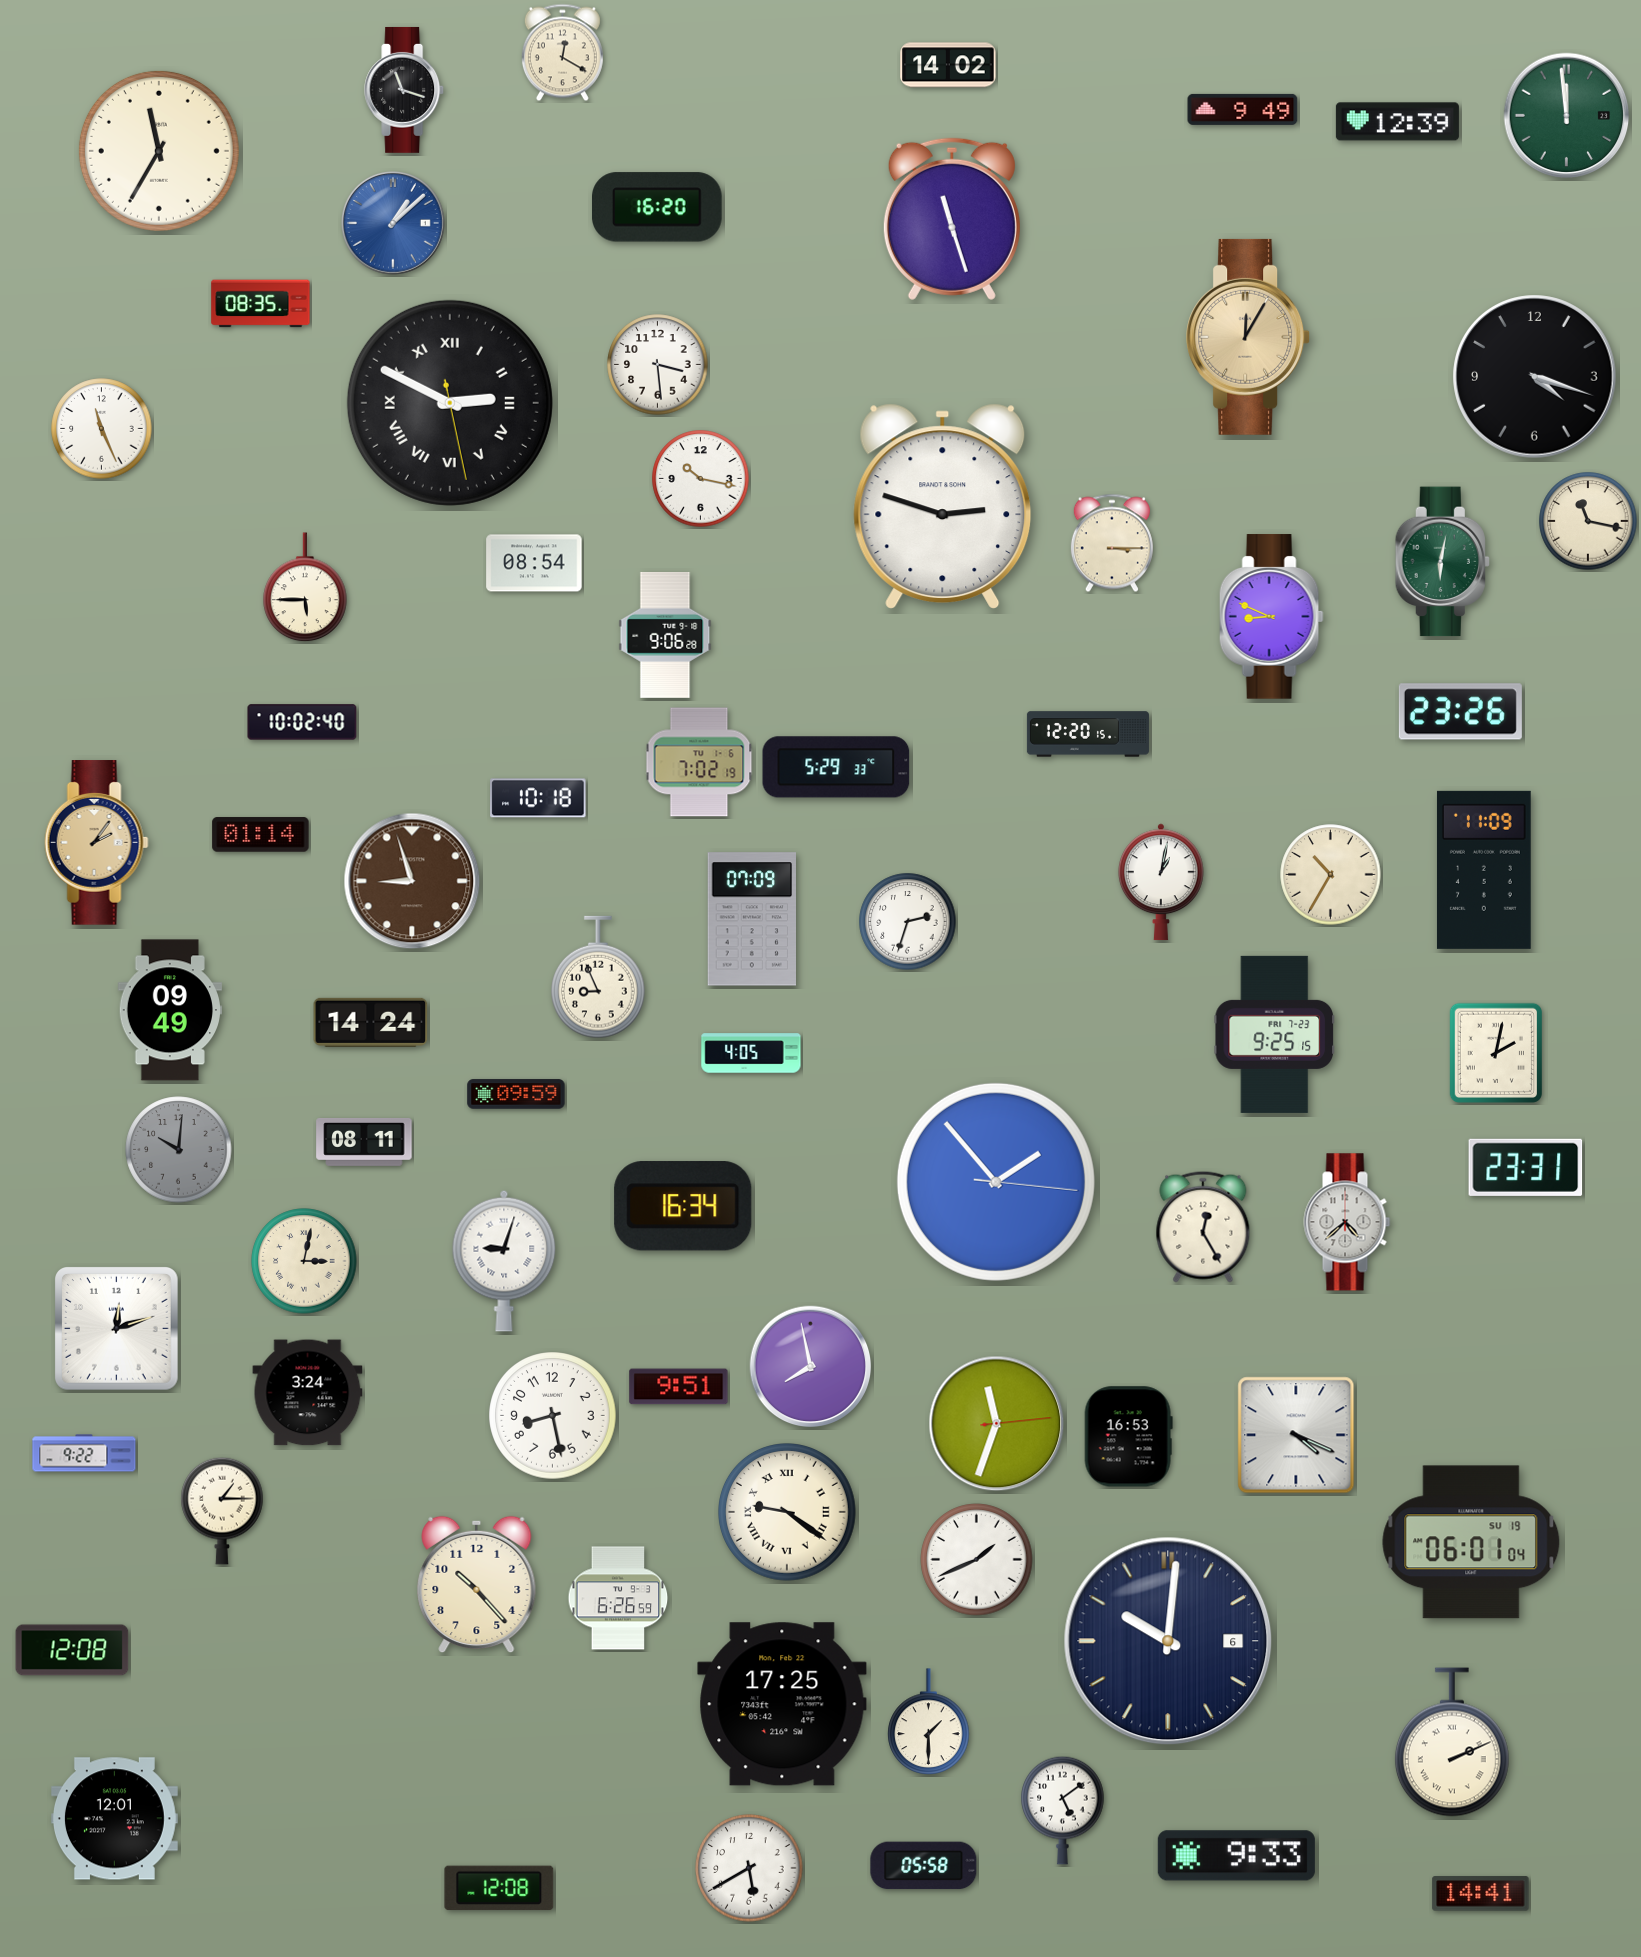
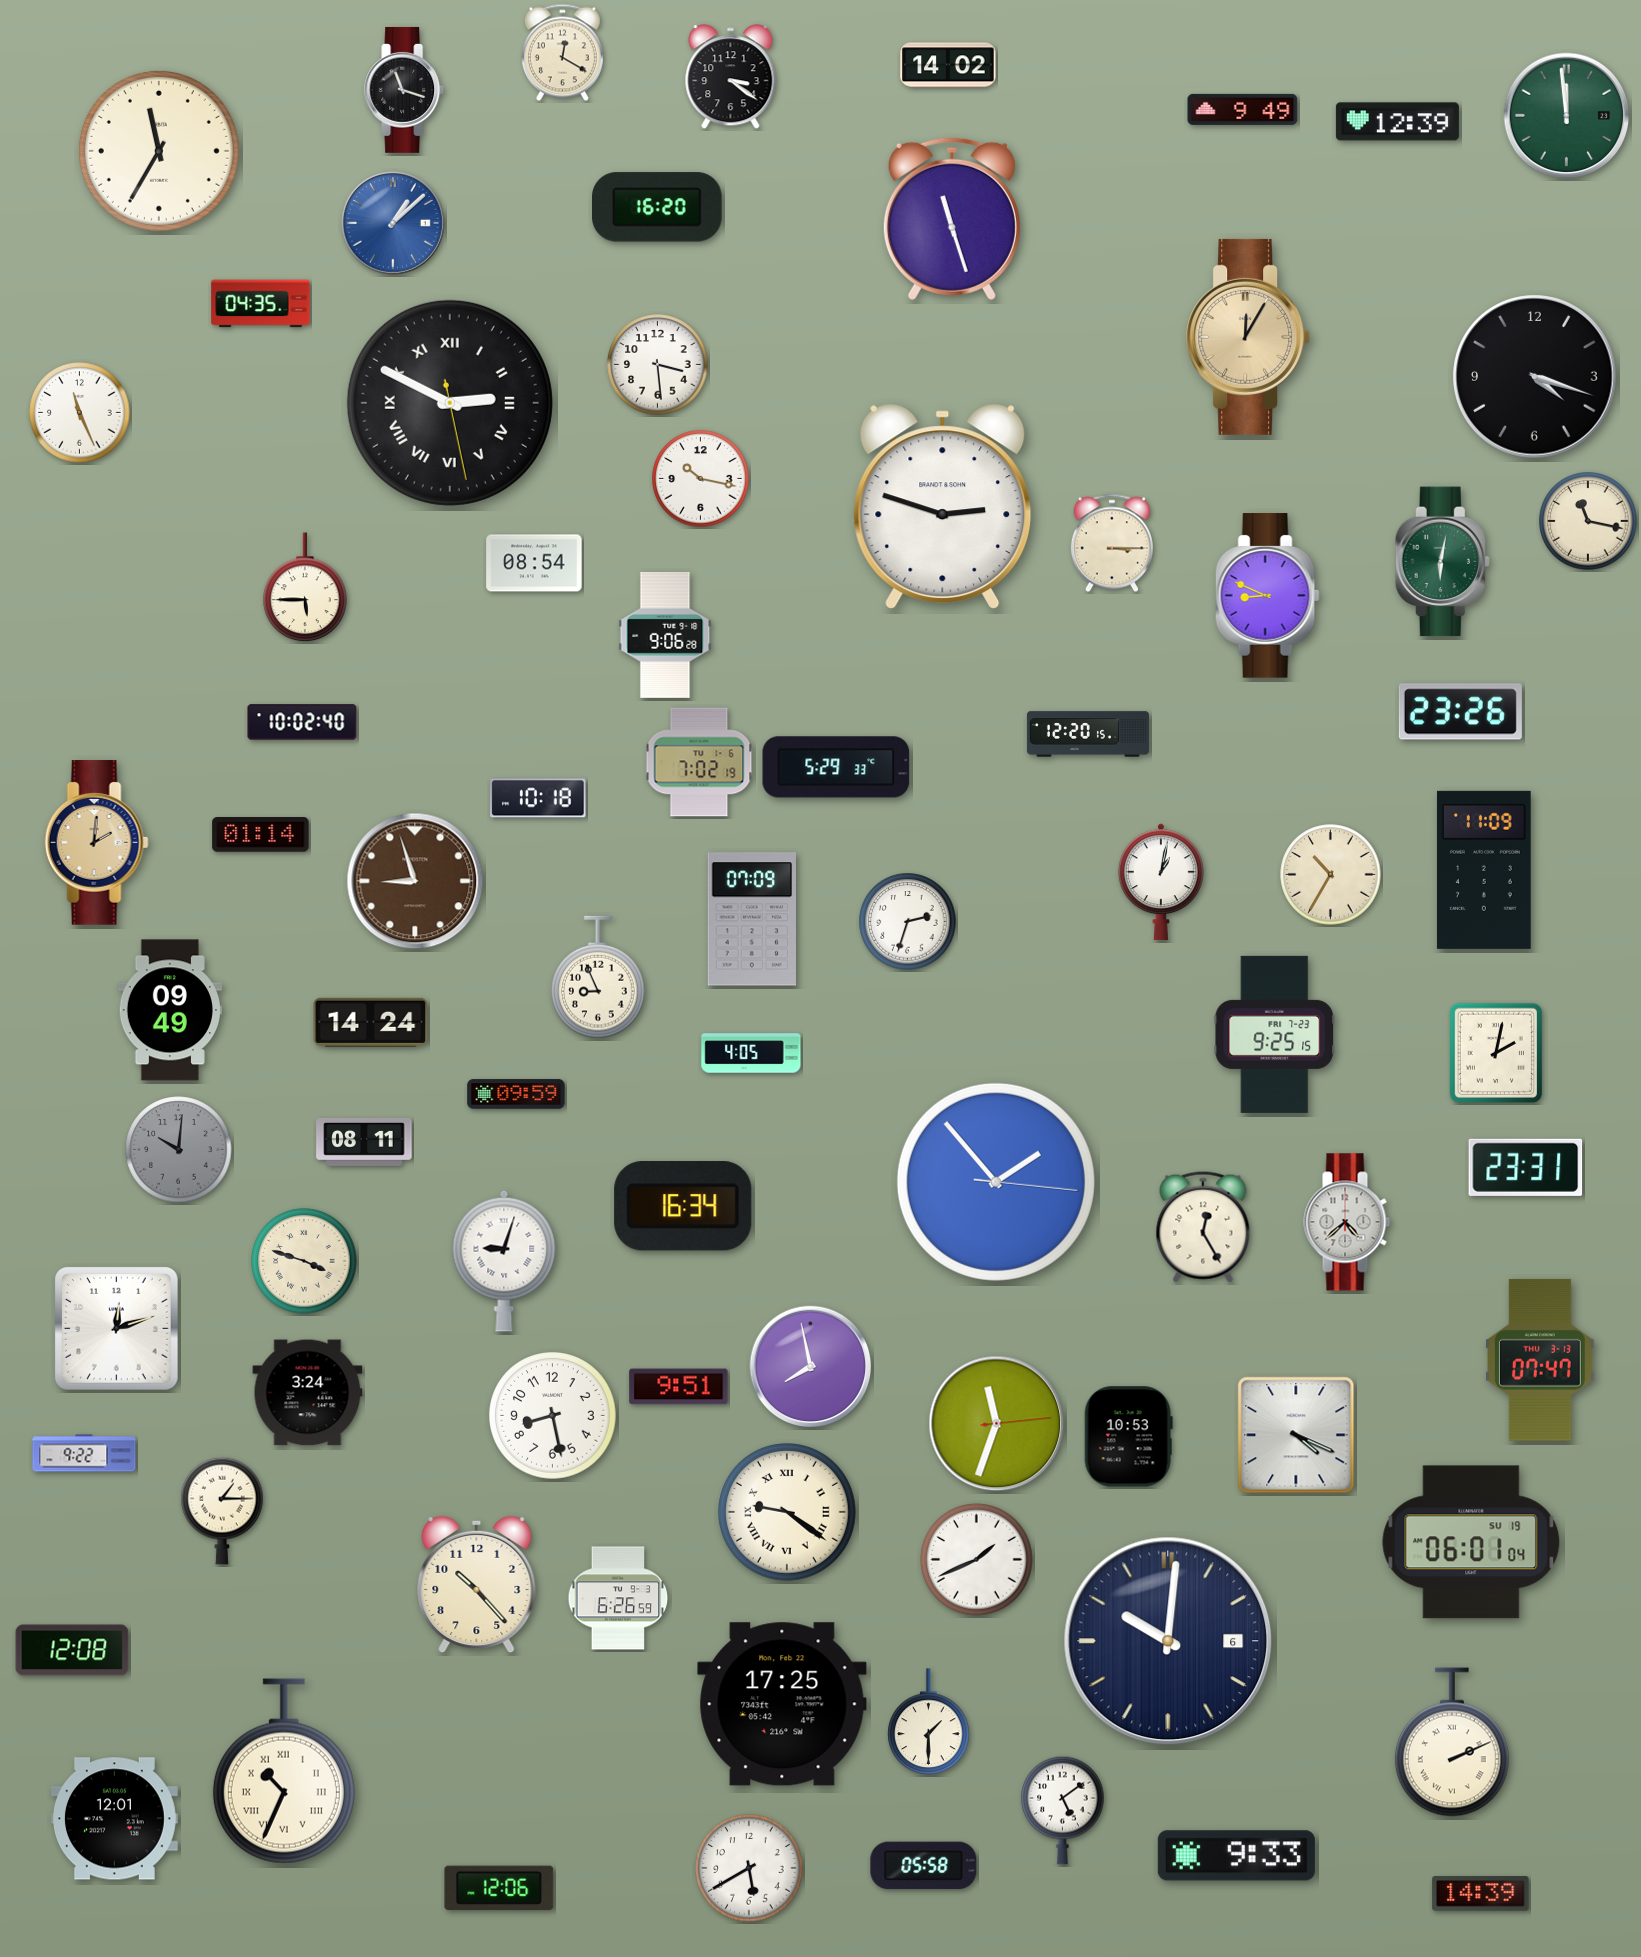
clock at (731, 77): none -> 3:21
clock at (261, 304): 08:35 -> 04:35
clock at (102, 429) position: (102, 429) -> (80, 413)
clock at (1271, 617) position: (1271, 617) -> (1267, 596)
clock at (96, 843): 2:06 -> 2:01
clock at (412, 881) position: (412, 881) -> (415, 881)
clock at (304, 1261): 3:02 -> 3:48
clock at (1540, 1360): none -> 07:47
clock at (1128, 1437): 16:53 -> 10:53
clock at (284, 1771): none -> 10:34
clock at (499, 1888): 12:08 -> 12:06
clock at (1481, 1894): 14:41 -> 14:39
